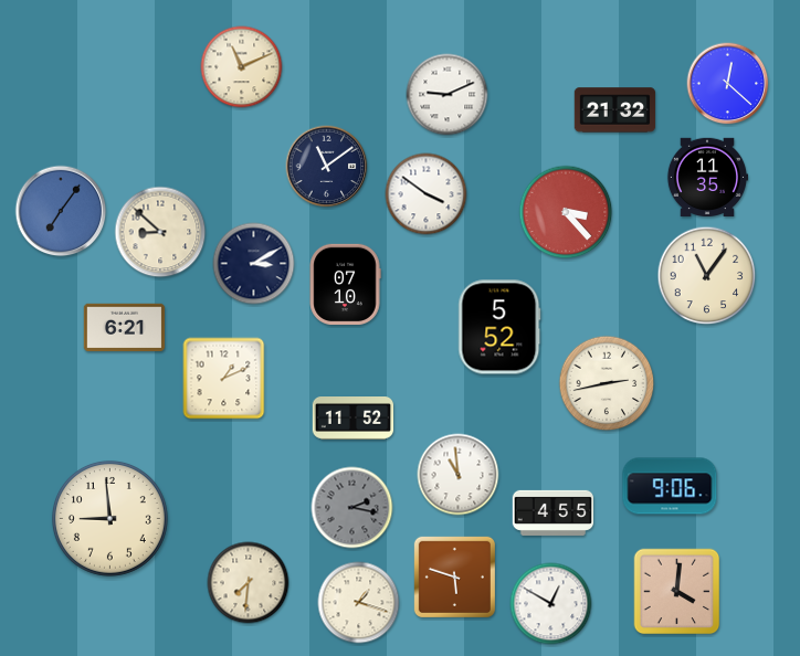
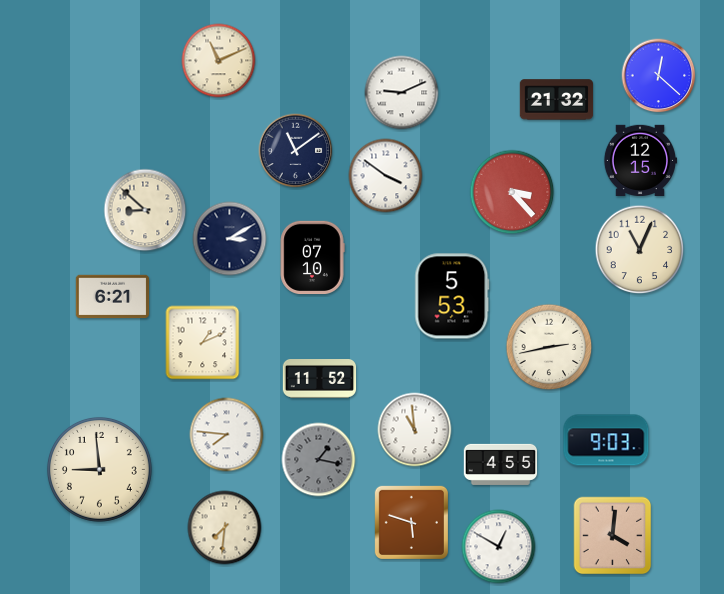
clock at (448, 95) position: (448, 95) -> (402, 93)
clock at (707, 177): 11:35 -> 12:15
clock at (61, 211): 7:06 -> none
clock at (707, 276): 11:06 -> 11:04
clock at (499, 327): 5:52 -> 5:53
clock at (227, 435): none -> 7:46
clock at (670, 486): 9:06 -> 9:03
clock at (352, 508): 2:17 -> 1:17
clock at (359, 603): 1:18 -> none
